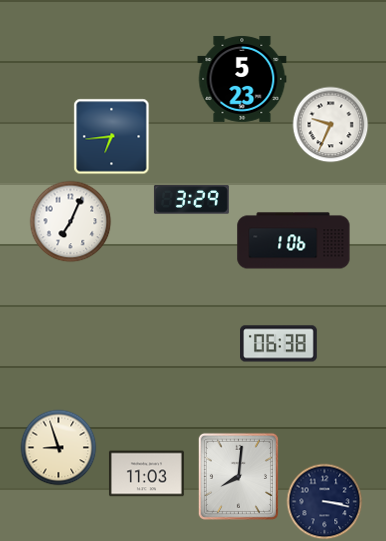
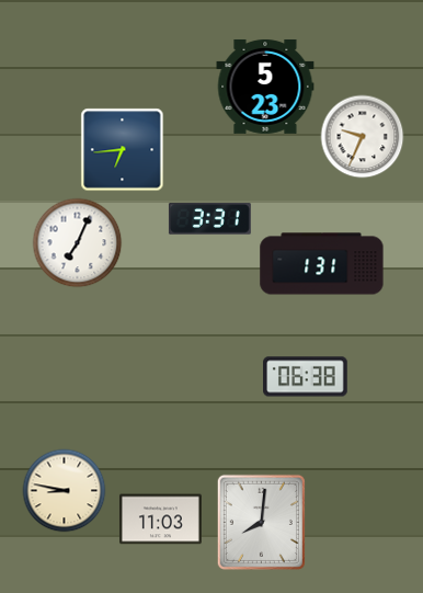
clock at (191, 200): 3:29 -> 3:31
clock at (294, 241): 1:06 -> 1:31
clock at (59, 448): 8:57 -> 8:47
clock at (325, 502): 3:17 -> none
